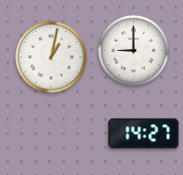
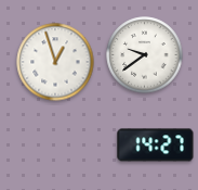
clock at (134, 51): 9:00 -> 9:39
clock at (51, 57): 1:02 -> 12:57
